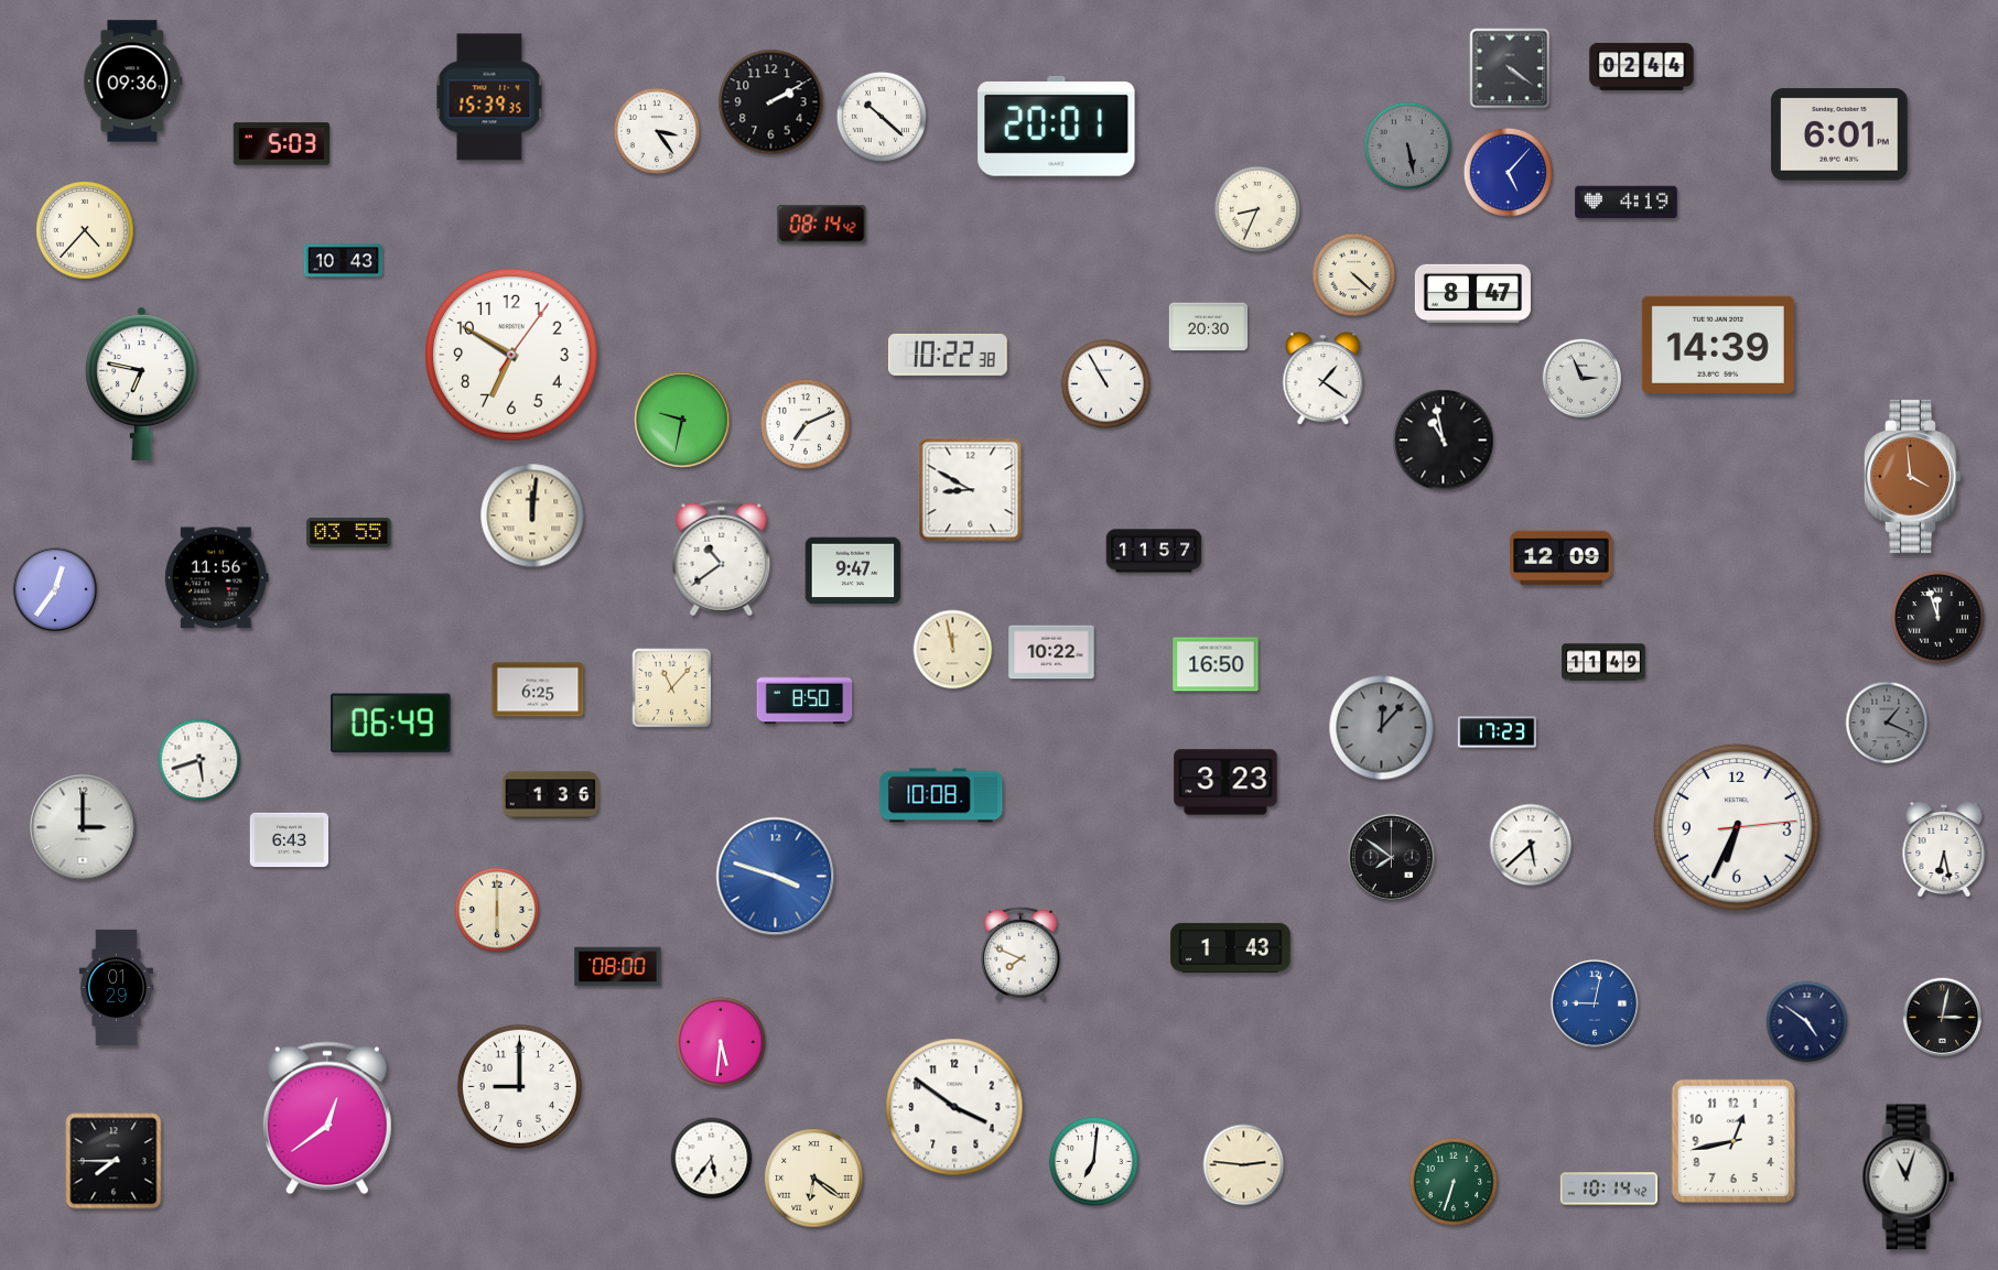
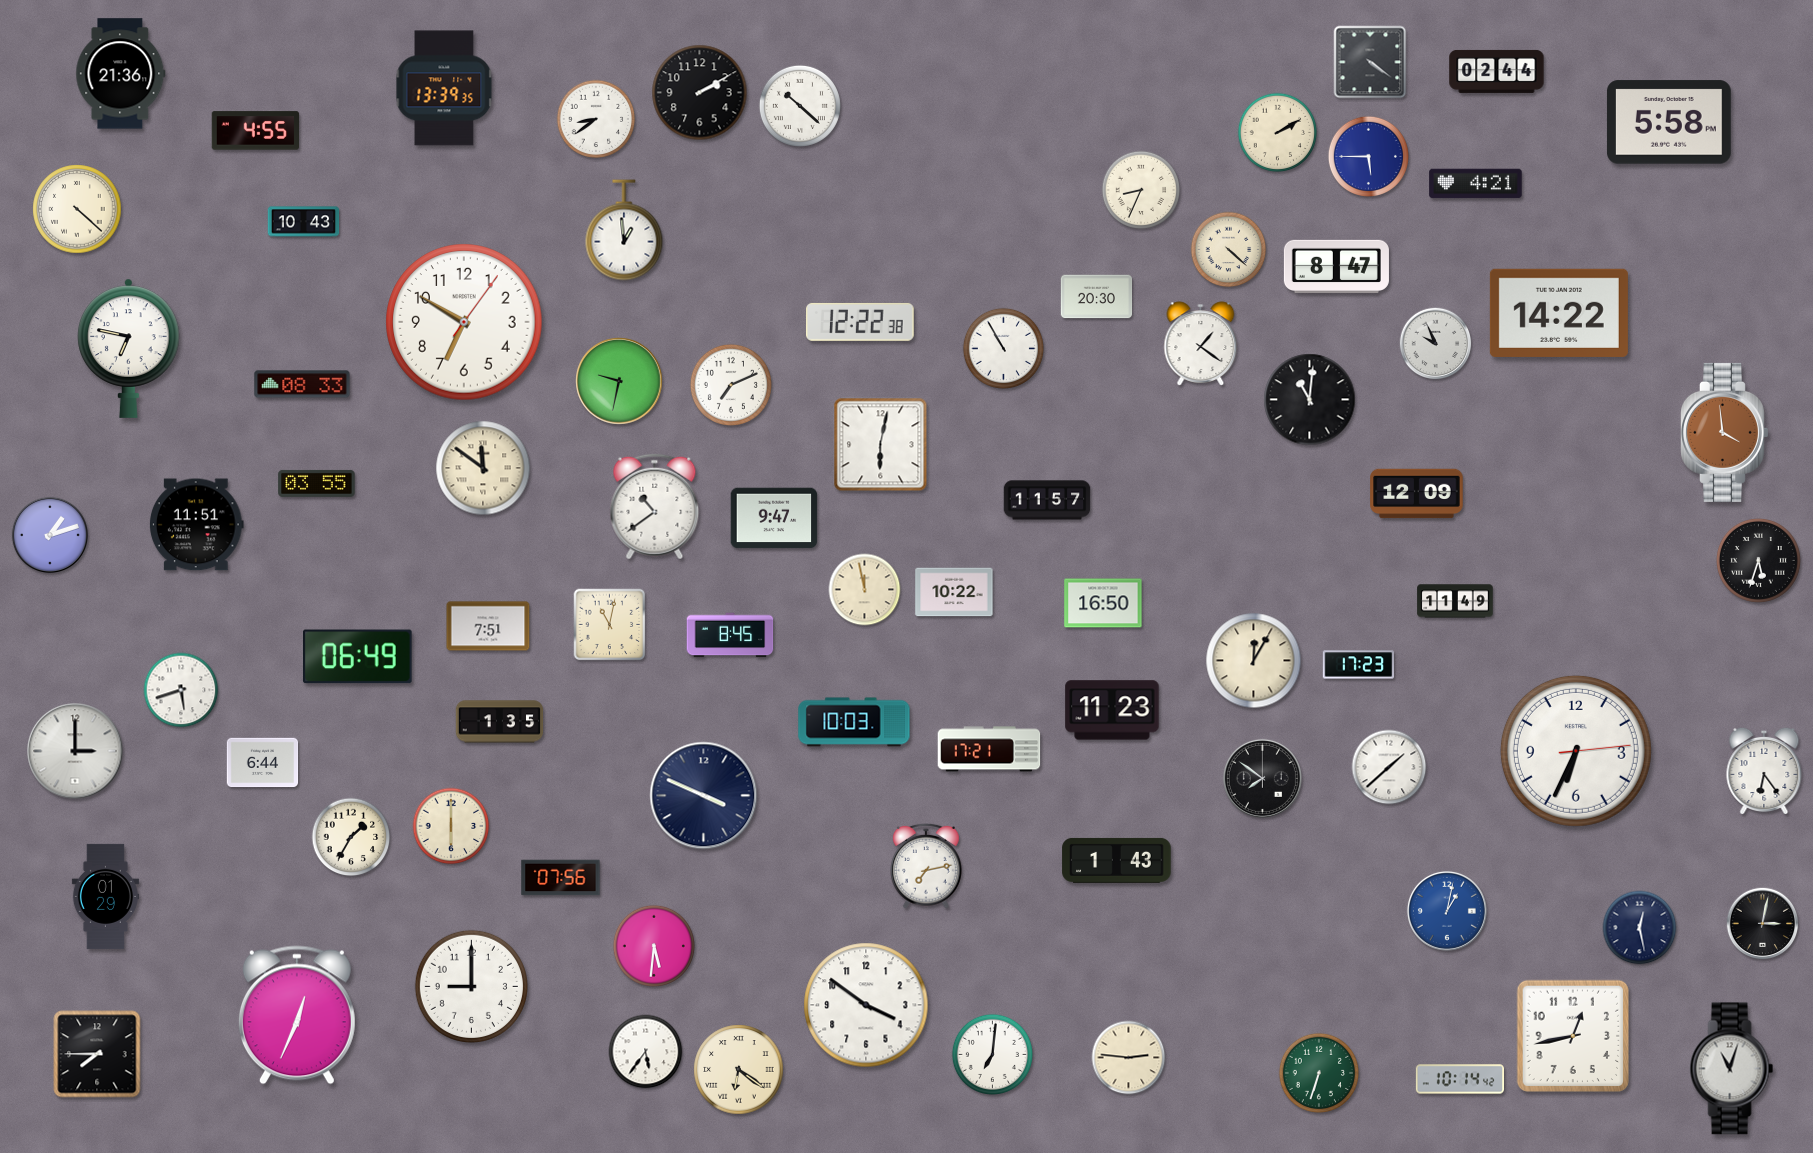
clock at (1642, 66) position: (1642, 66) -> (1497, 71)
clock at (133, 82): 09:36 -> 21:36
clock at (489, 97): 15:39 -> 13:39
clock at (1057, 126): 20:01 -> none
clock at (657, 131): 3:24 -> 8:39
clock at (1839, 134): 6:01 -> 5:58
clock at (282, 144): 5:03 -> 4:55
clock at (1408, 146): 5:28 -> 2:10
clock at (1408, 146) dial: grey -> cream
clock at (1508, 172): 5:07 -> 5:45
clock at (1627, 203): 4:19 -> 4:21
clock at (822, 225): 08:14 -> none
clock at (85, 230): 4:37 -> 4:22
clock at (624, 230): none -> 12:59
clock at (344, 261) position: (344, 261) -> (304, 222)
clock at (1718, 345): 14:39 -> 14:22
clock at (949, 355): 10:22 -> 12:22
clock at (1583, 379): 2:56 -> 9:56
clock at (302, 384): none -> 08:33
clock at (1444, 441): 10:58 -> 11:01
clock at (1913, 476) position: (1913, 476) -> (1725, 432)
clock at (971, 490): 8:50 -> 6:02
clock at (532, 515): 12:01 -> 11:51
clock at (1562, 558) position: (1562, 558) -> (1417, 494)
clock at (216, 578): 11:56 -> 11:51
clock at (55, 589): 12:36 -> 1:12
clock at (1937, 617): 11:57 -> 5:33
clock at (672, 688): 11:07 -> 11:02
clock at (538, 690): 6:25 -> 7:51
clock at (804, 699): 8:50 -> 8:45
clock at (1887, 723): 1:19 -> none
clock at (391, 724) position: (391, 724) -> (358, 657)
clock at (1382, 728): 12:07 -> 12:05
clock at (1382, 728) dial: grey -> cream
clock at (1225, 782): 3:23 -> 11:23
clock at (551, 795): 1:36 -> 1:35
clock at (941, 795): 10:08 -> 10:03
clock at (989, 749): none -> 17:21
clock at (290, 840): 6:43 -> 6:44
clock at (1531, 845): 5:38 -> 1:38
clock at (1944, 848): 6:28 -> 6:24
clock at (776, 877): 3:48 -> 3:49
clock at (776, 877) dial: blue -> navy
clock at (351, 837): none -> 1:35
clock at (1020, 954): 7:49 -> 7:13
clock at (618, 967): 08:00 -> 07:56
clock at (1595, 1003): 9:02 -> 1:02
clock at (1807, 1022): 4:51 -> 12:28
clock at (327, 1118): 12:39 -> 12:34
clock at (114, 1161) position: (114, 1161) -> (97, 1054)
